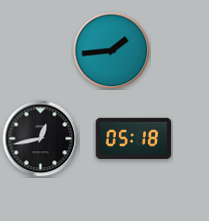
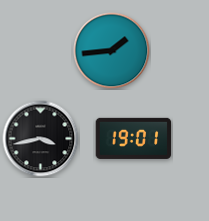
clock at (134, 138): 05:18 -> 19:01
clock at (41, 139): 12:43 -> 3:43
